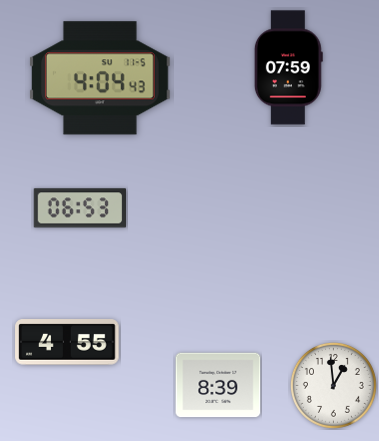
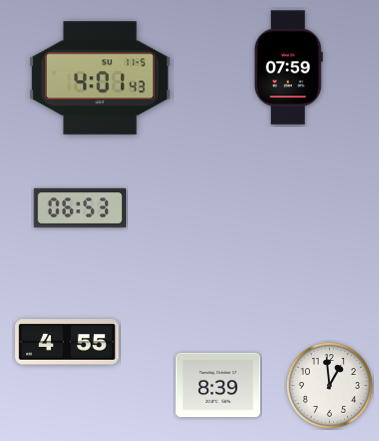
clock at (101, 78): 4:04 -> 4:01
clock at (333, 385) position: (333, 385) -> (329, 385)
